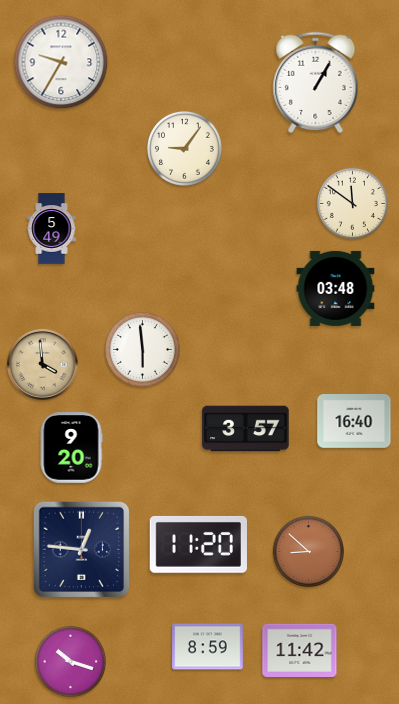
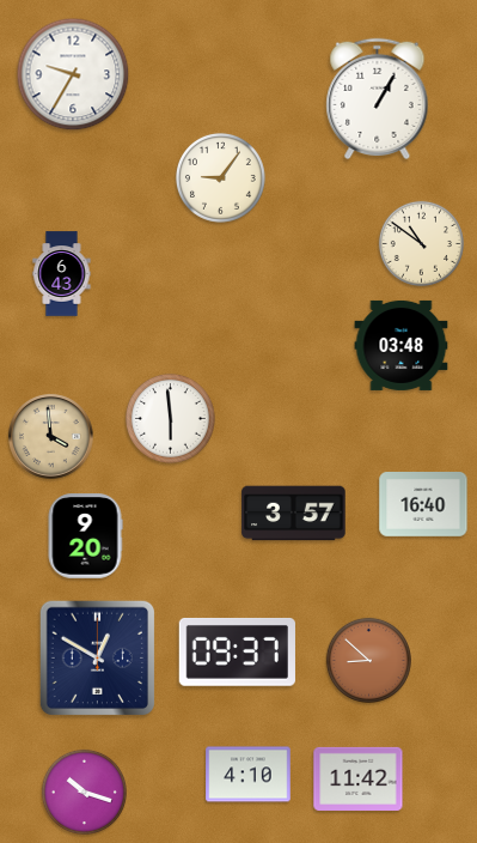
clock at (352, 203): 11:51 -> 10:51
clock at (52, 229): 5:49 -> 6:43
clock at (198, 545): 11:20 -> 09:37
clock at (81, 549): 12:46 -> 12:50
clock at (208, 647): 8:59 -> 4:10
